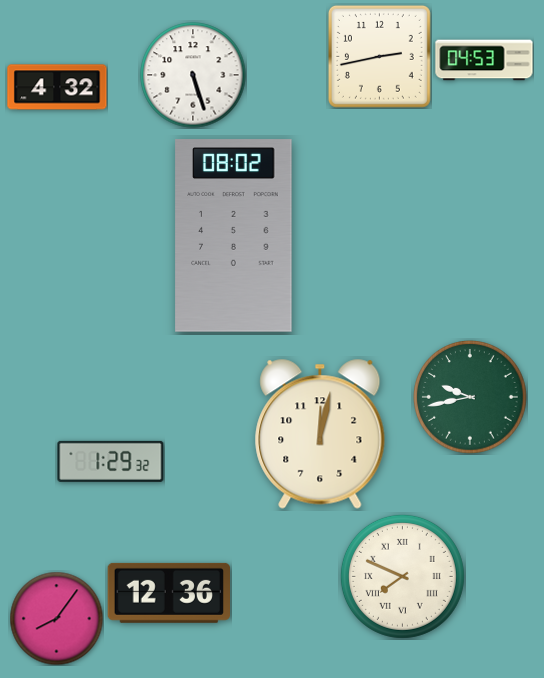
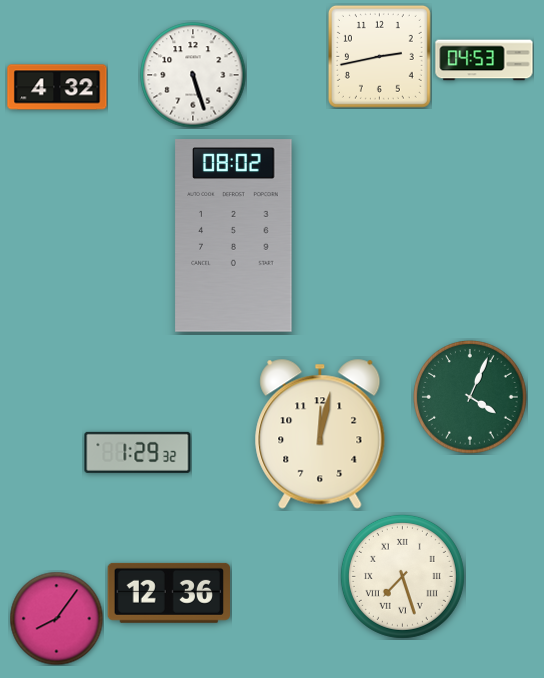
clock at (470, 397): 9:43 -> 4:04
clock at (111, 461) position: (111, 461) -> (138, 452)
clock at (402, 576): 7:49 -> 7:27
